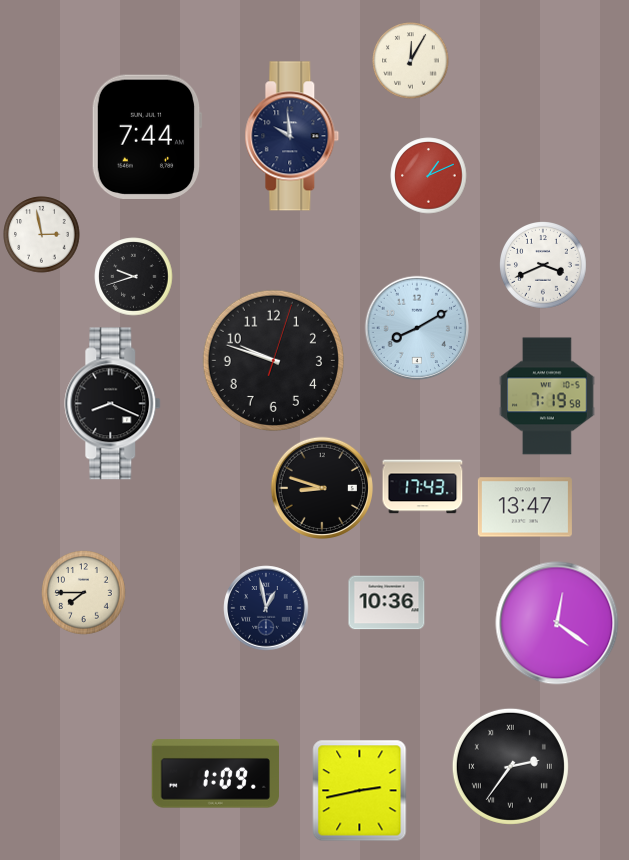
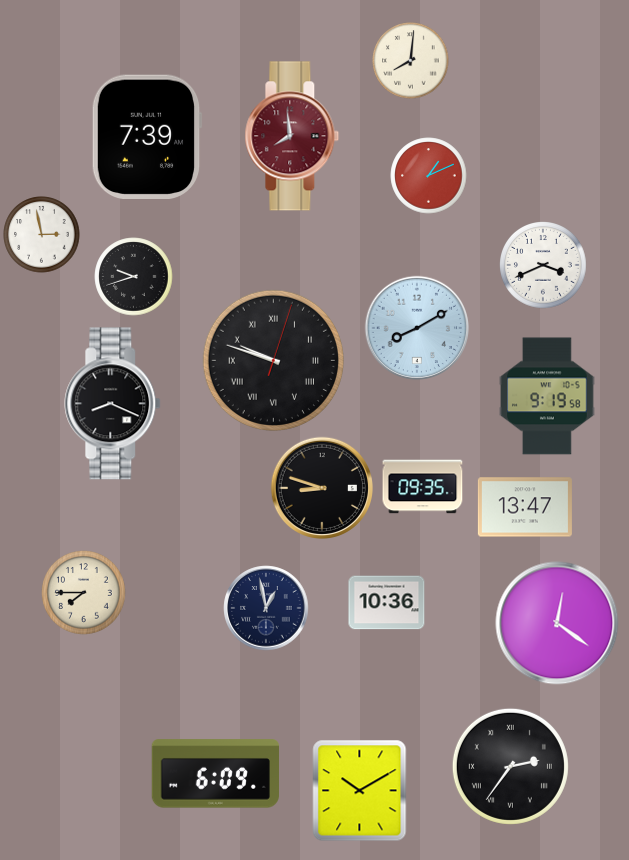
clock at (411, 61): 12:05 -> 8:01
clock at (292, 136): 9:59 -> 7:59
clock at (292, 136) dial: navy -> burgundy
clock at (147, 137): 7:44 -> 7:39
clock at (273, 360) numerals: Arabic -> Roman
clock at (547, 396): 7:19 -> 9:19
clock at (423, 487): 17:43 -> 09:35
clock at (215, 774): 1:09 -> 6:09
clock at (360, 791): 2:43 -> 10:10
